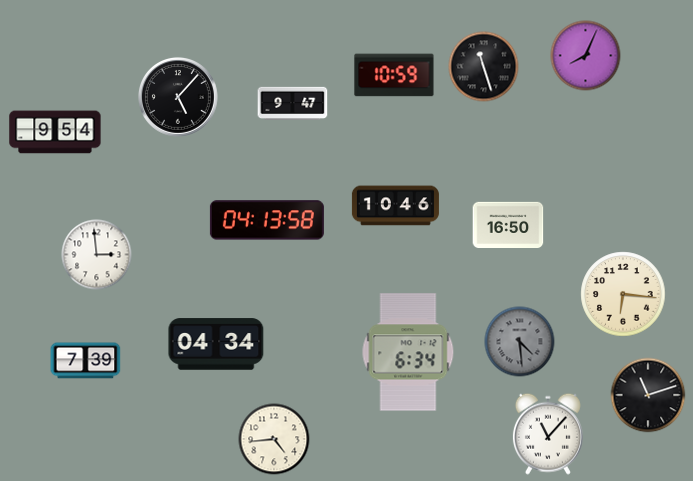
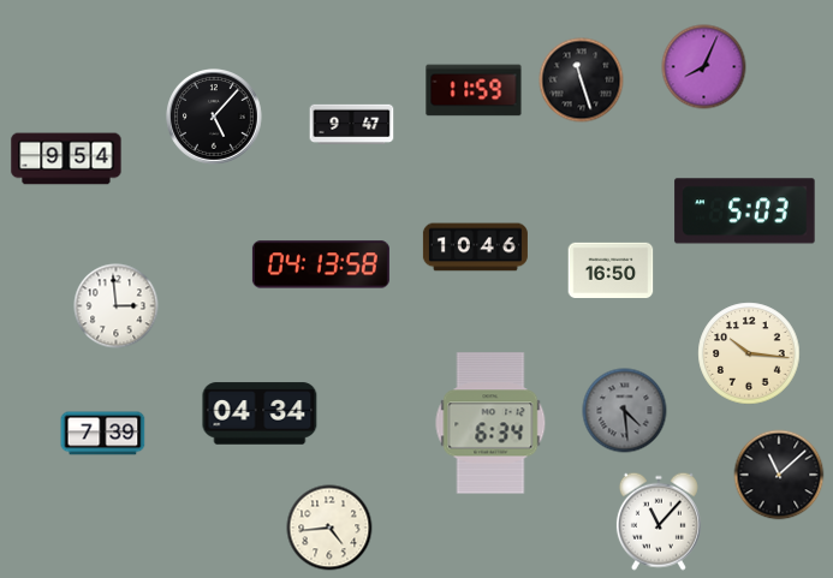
clock at (394, 75): 10:59 -> 11:59
clock at (745, 211): none -> 5:03
clock at (623, 294): 6:16 -> 10:16
clock at (648, 395): 11:12 -> 11:08
